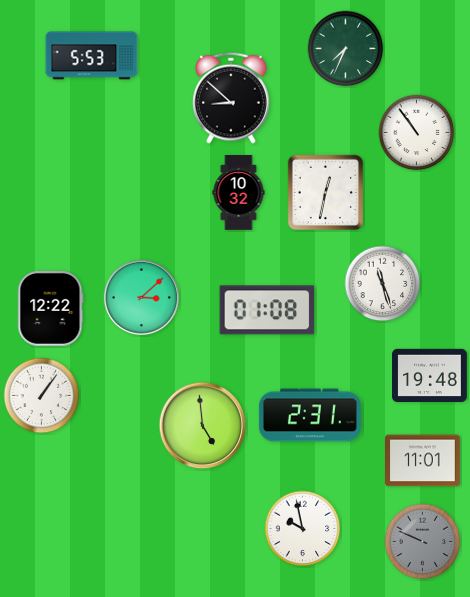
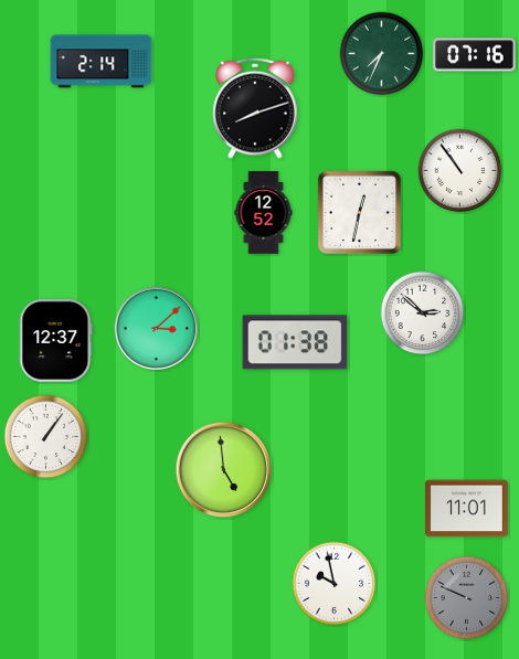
clock at (475, 55): none -> 07:16
clock at (92, 56): 5:53 -> 2:14
clock at (231, 98): 8:52 -> 8:12
clock at (417, 133) position: (417, 133) -> (460, 171)
clock at (239, 193): 10:32 -> 12:52
clock at (383, 284): 11:27 -> 2:52
clock at (51, 309): 12:22 -> 12:37
clock at (267, 310): 01:08 -> 01:38
clock at (430, 375): 19:48 -> none
clock at (310, 415): 2:31 -> none
